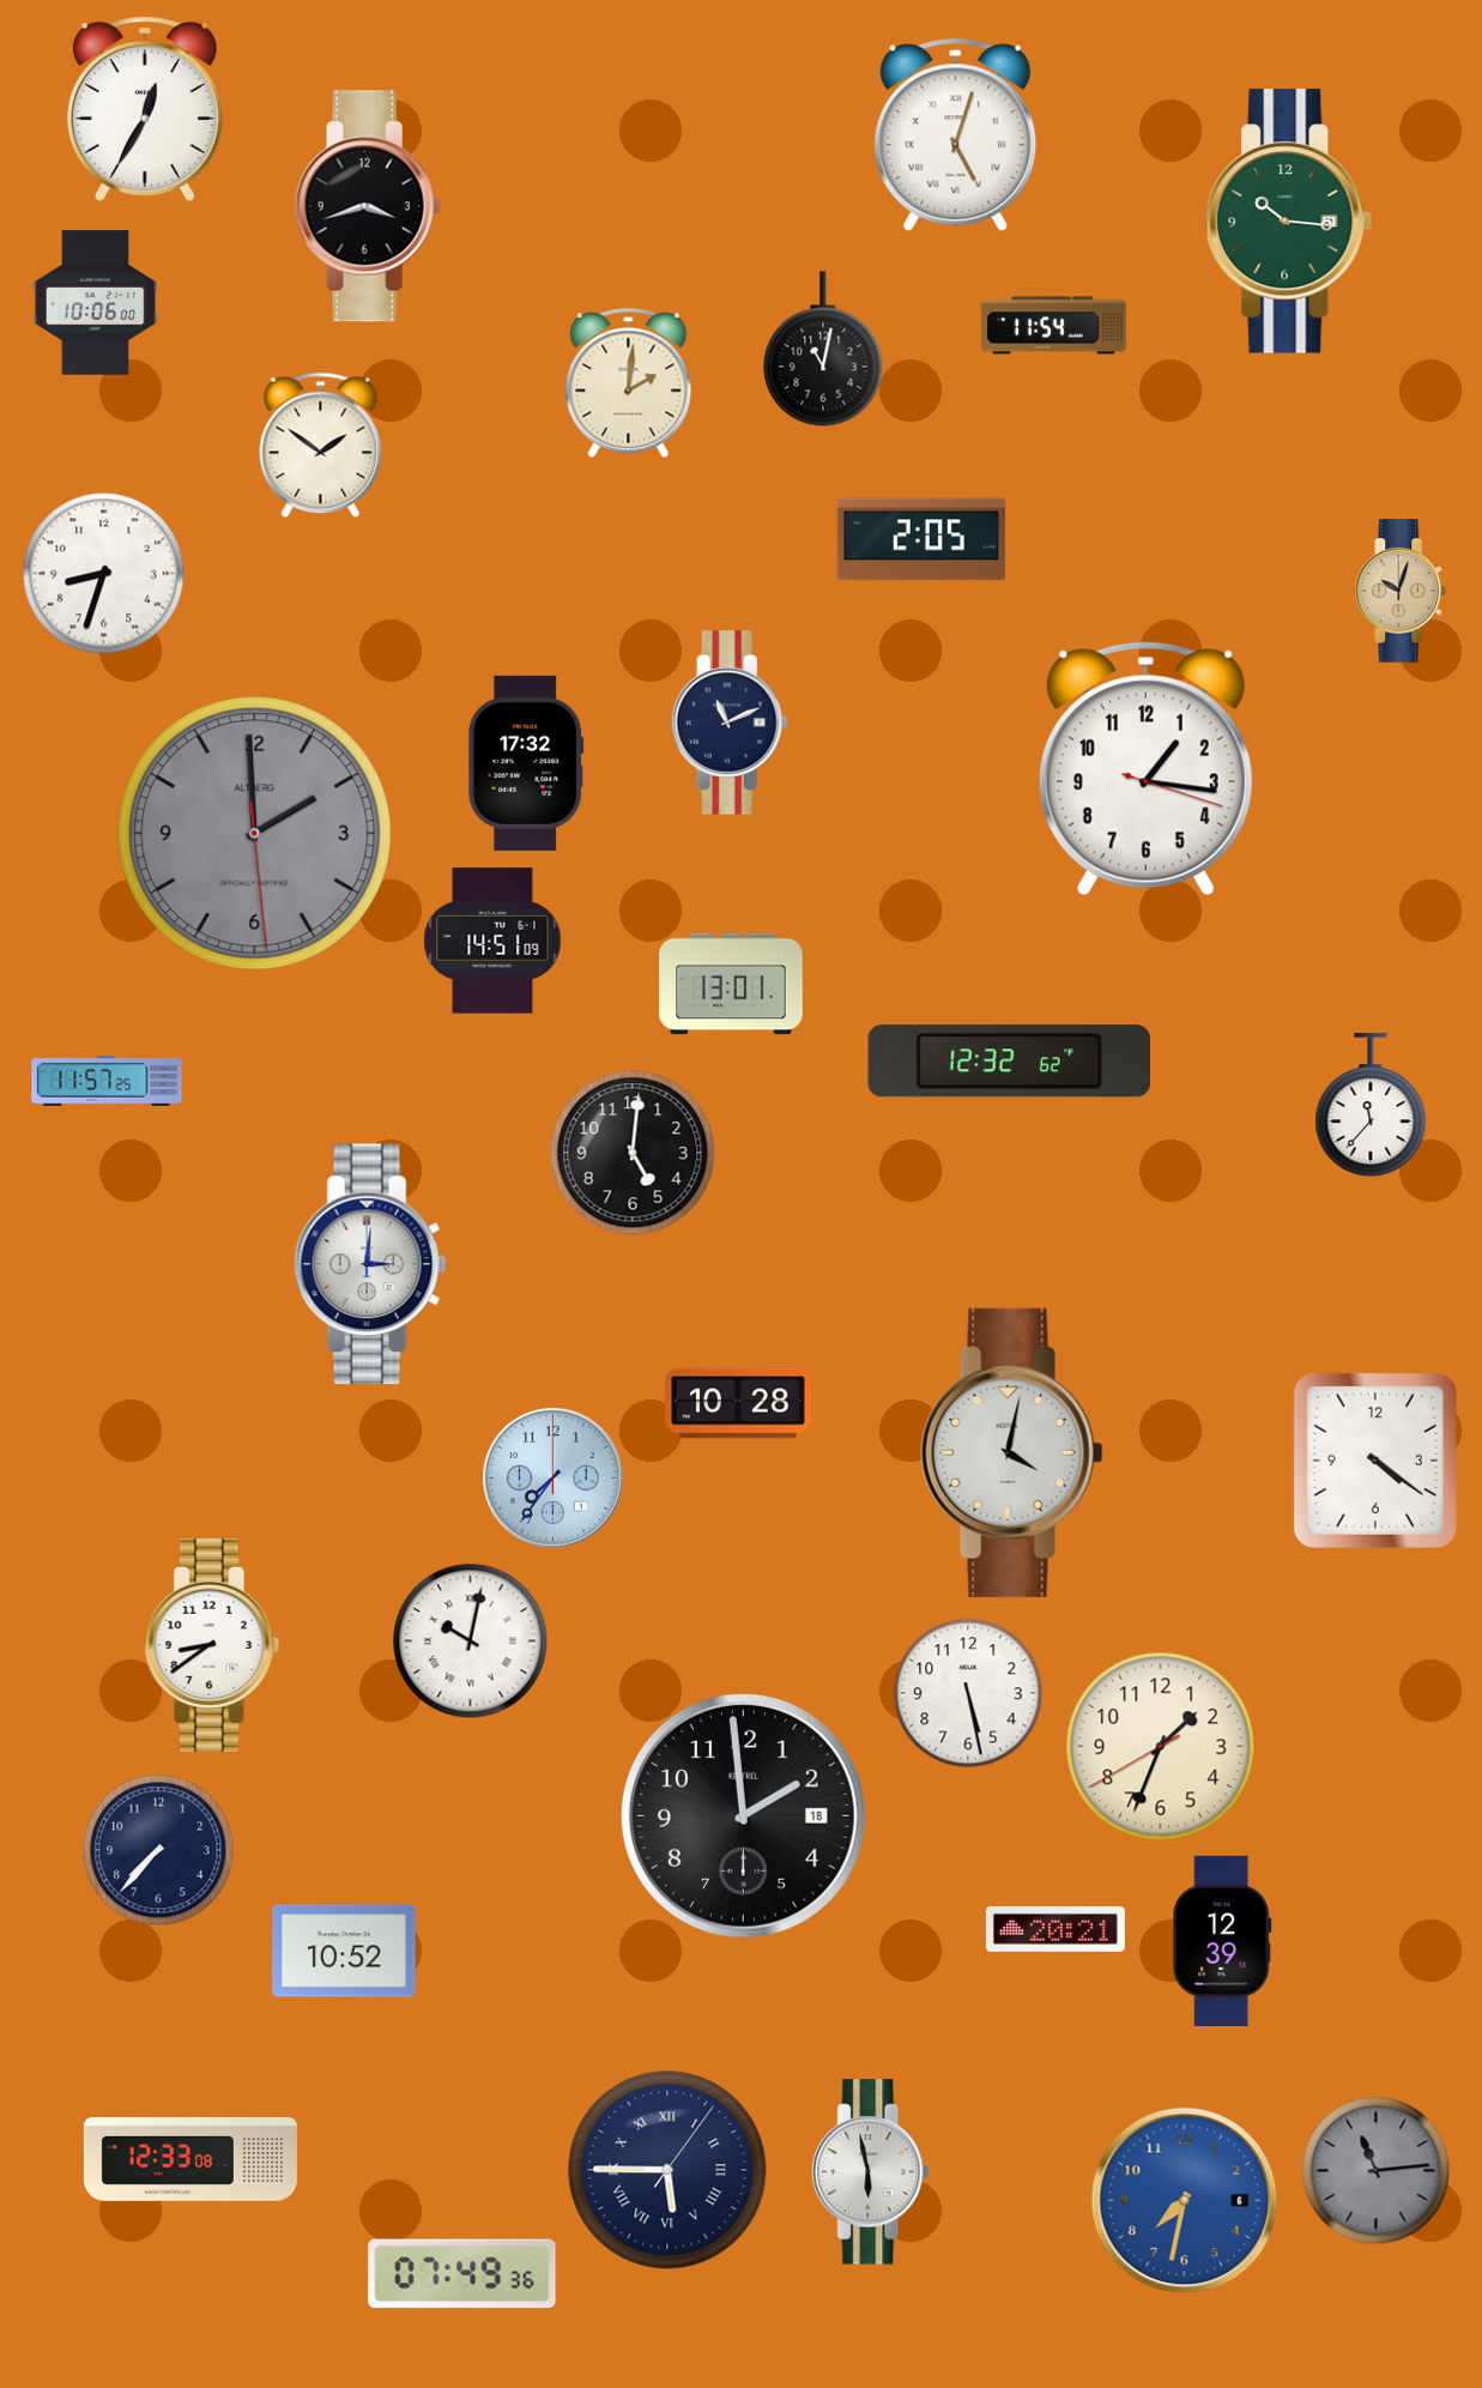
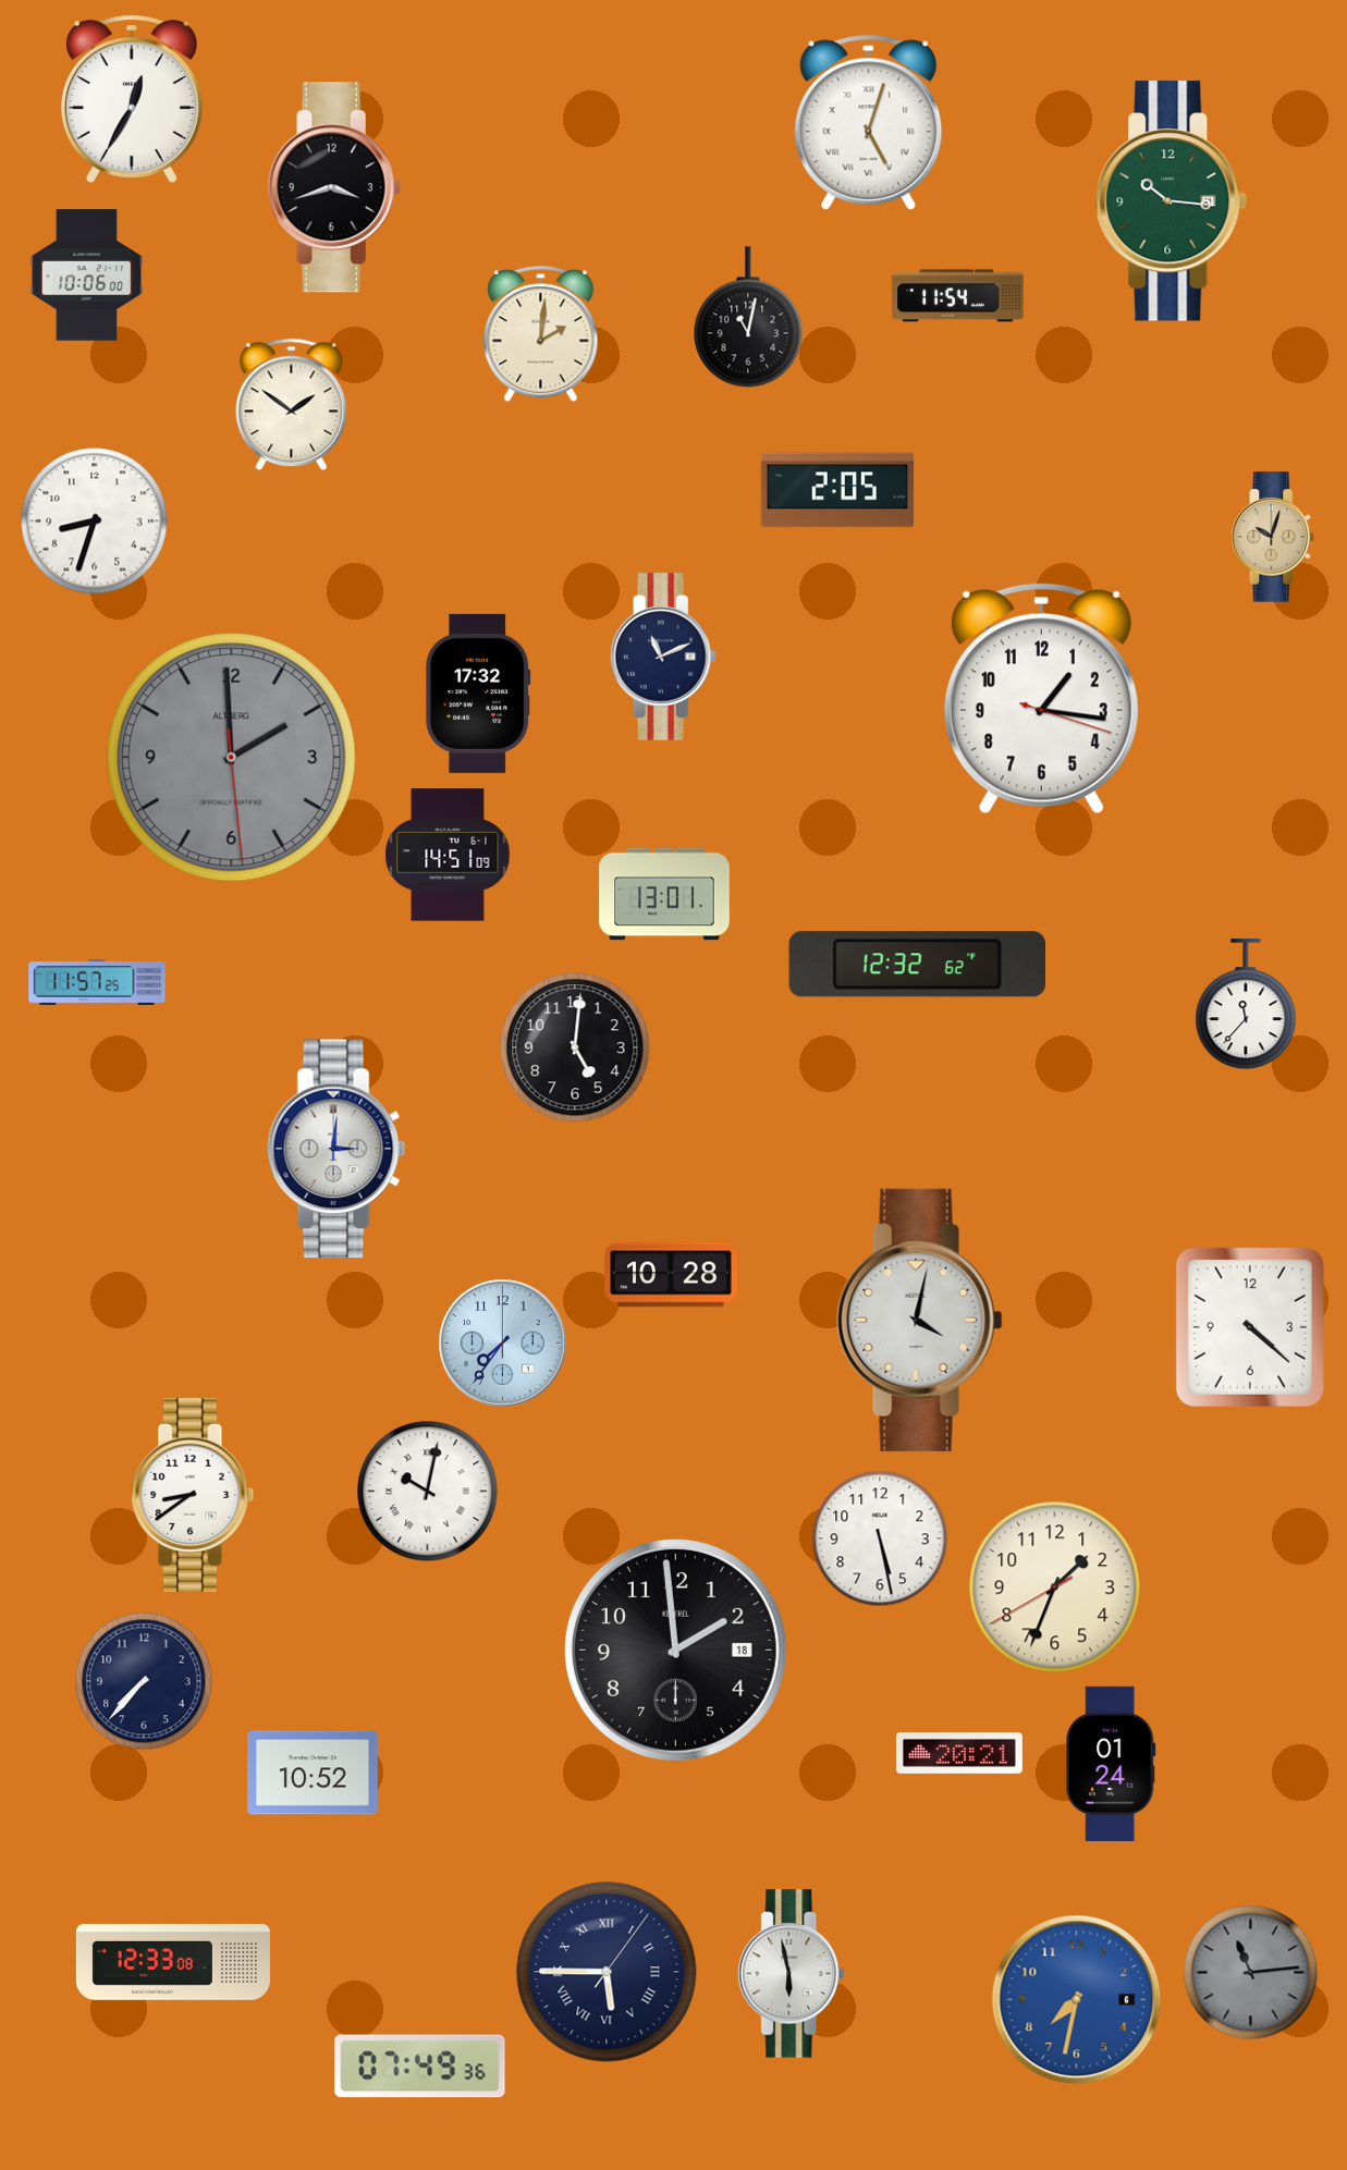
clock at (629, 383) position: (629, 383) -> (541, 334)
clock at (1375, 1461): 4:21 -> 4:22
clock at (1222, 1941): 12:39 -> 01:24
